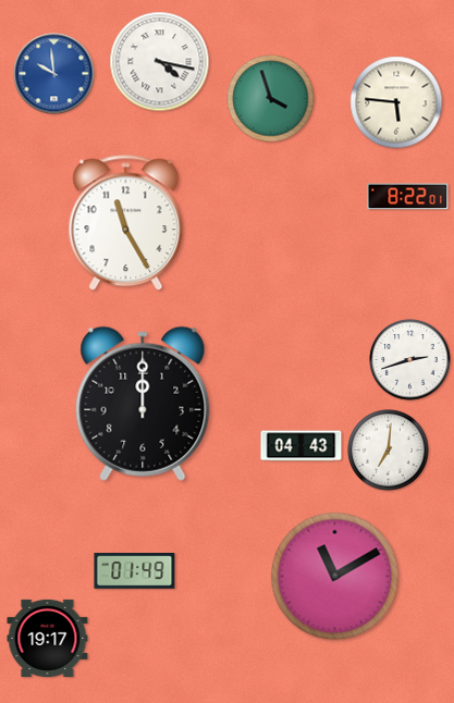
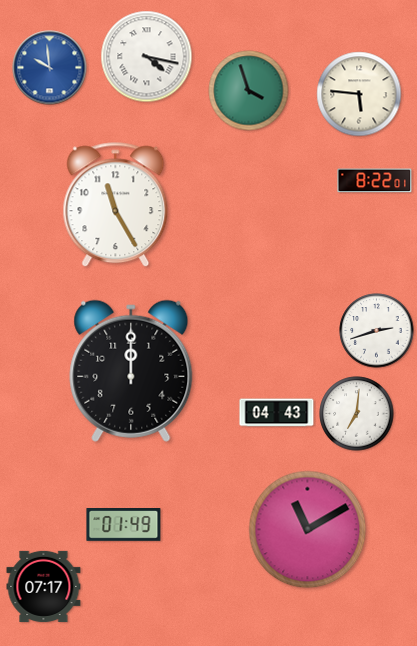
clock at (396, 102) position: (396, 102) -> (359, 94)
clock at (302, 446) position: (302, 446) -> (277, 413)
clock at (48, 638): 19:17 -> 07:17
